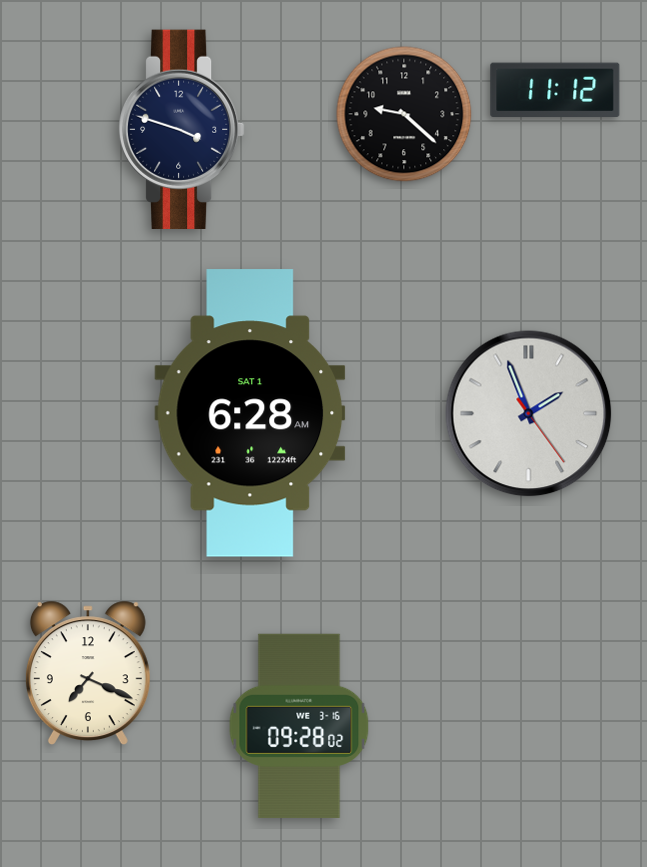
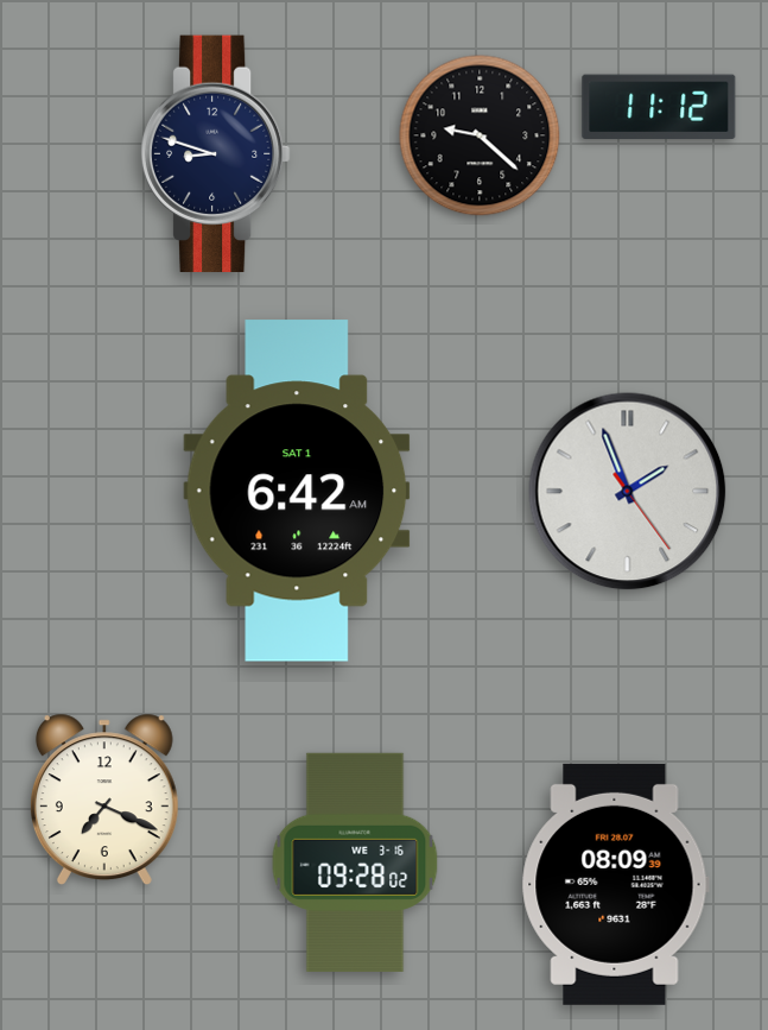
clock at (181, 129): 3:48 -> 8:48
clock at (250, 413): 6:28 -> 6:42
clock at (615, 884): none -> 08:09
